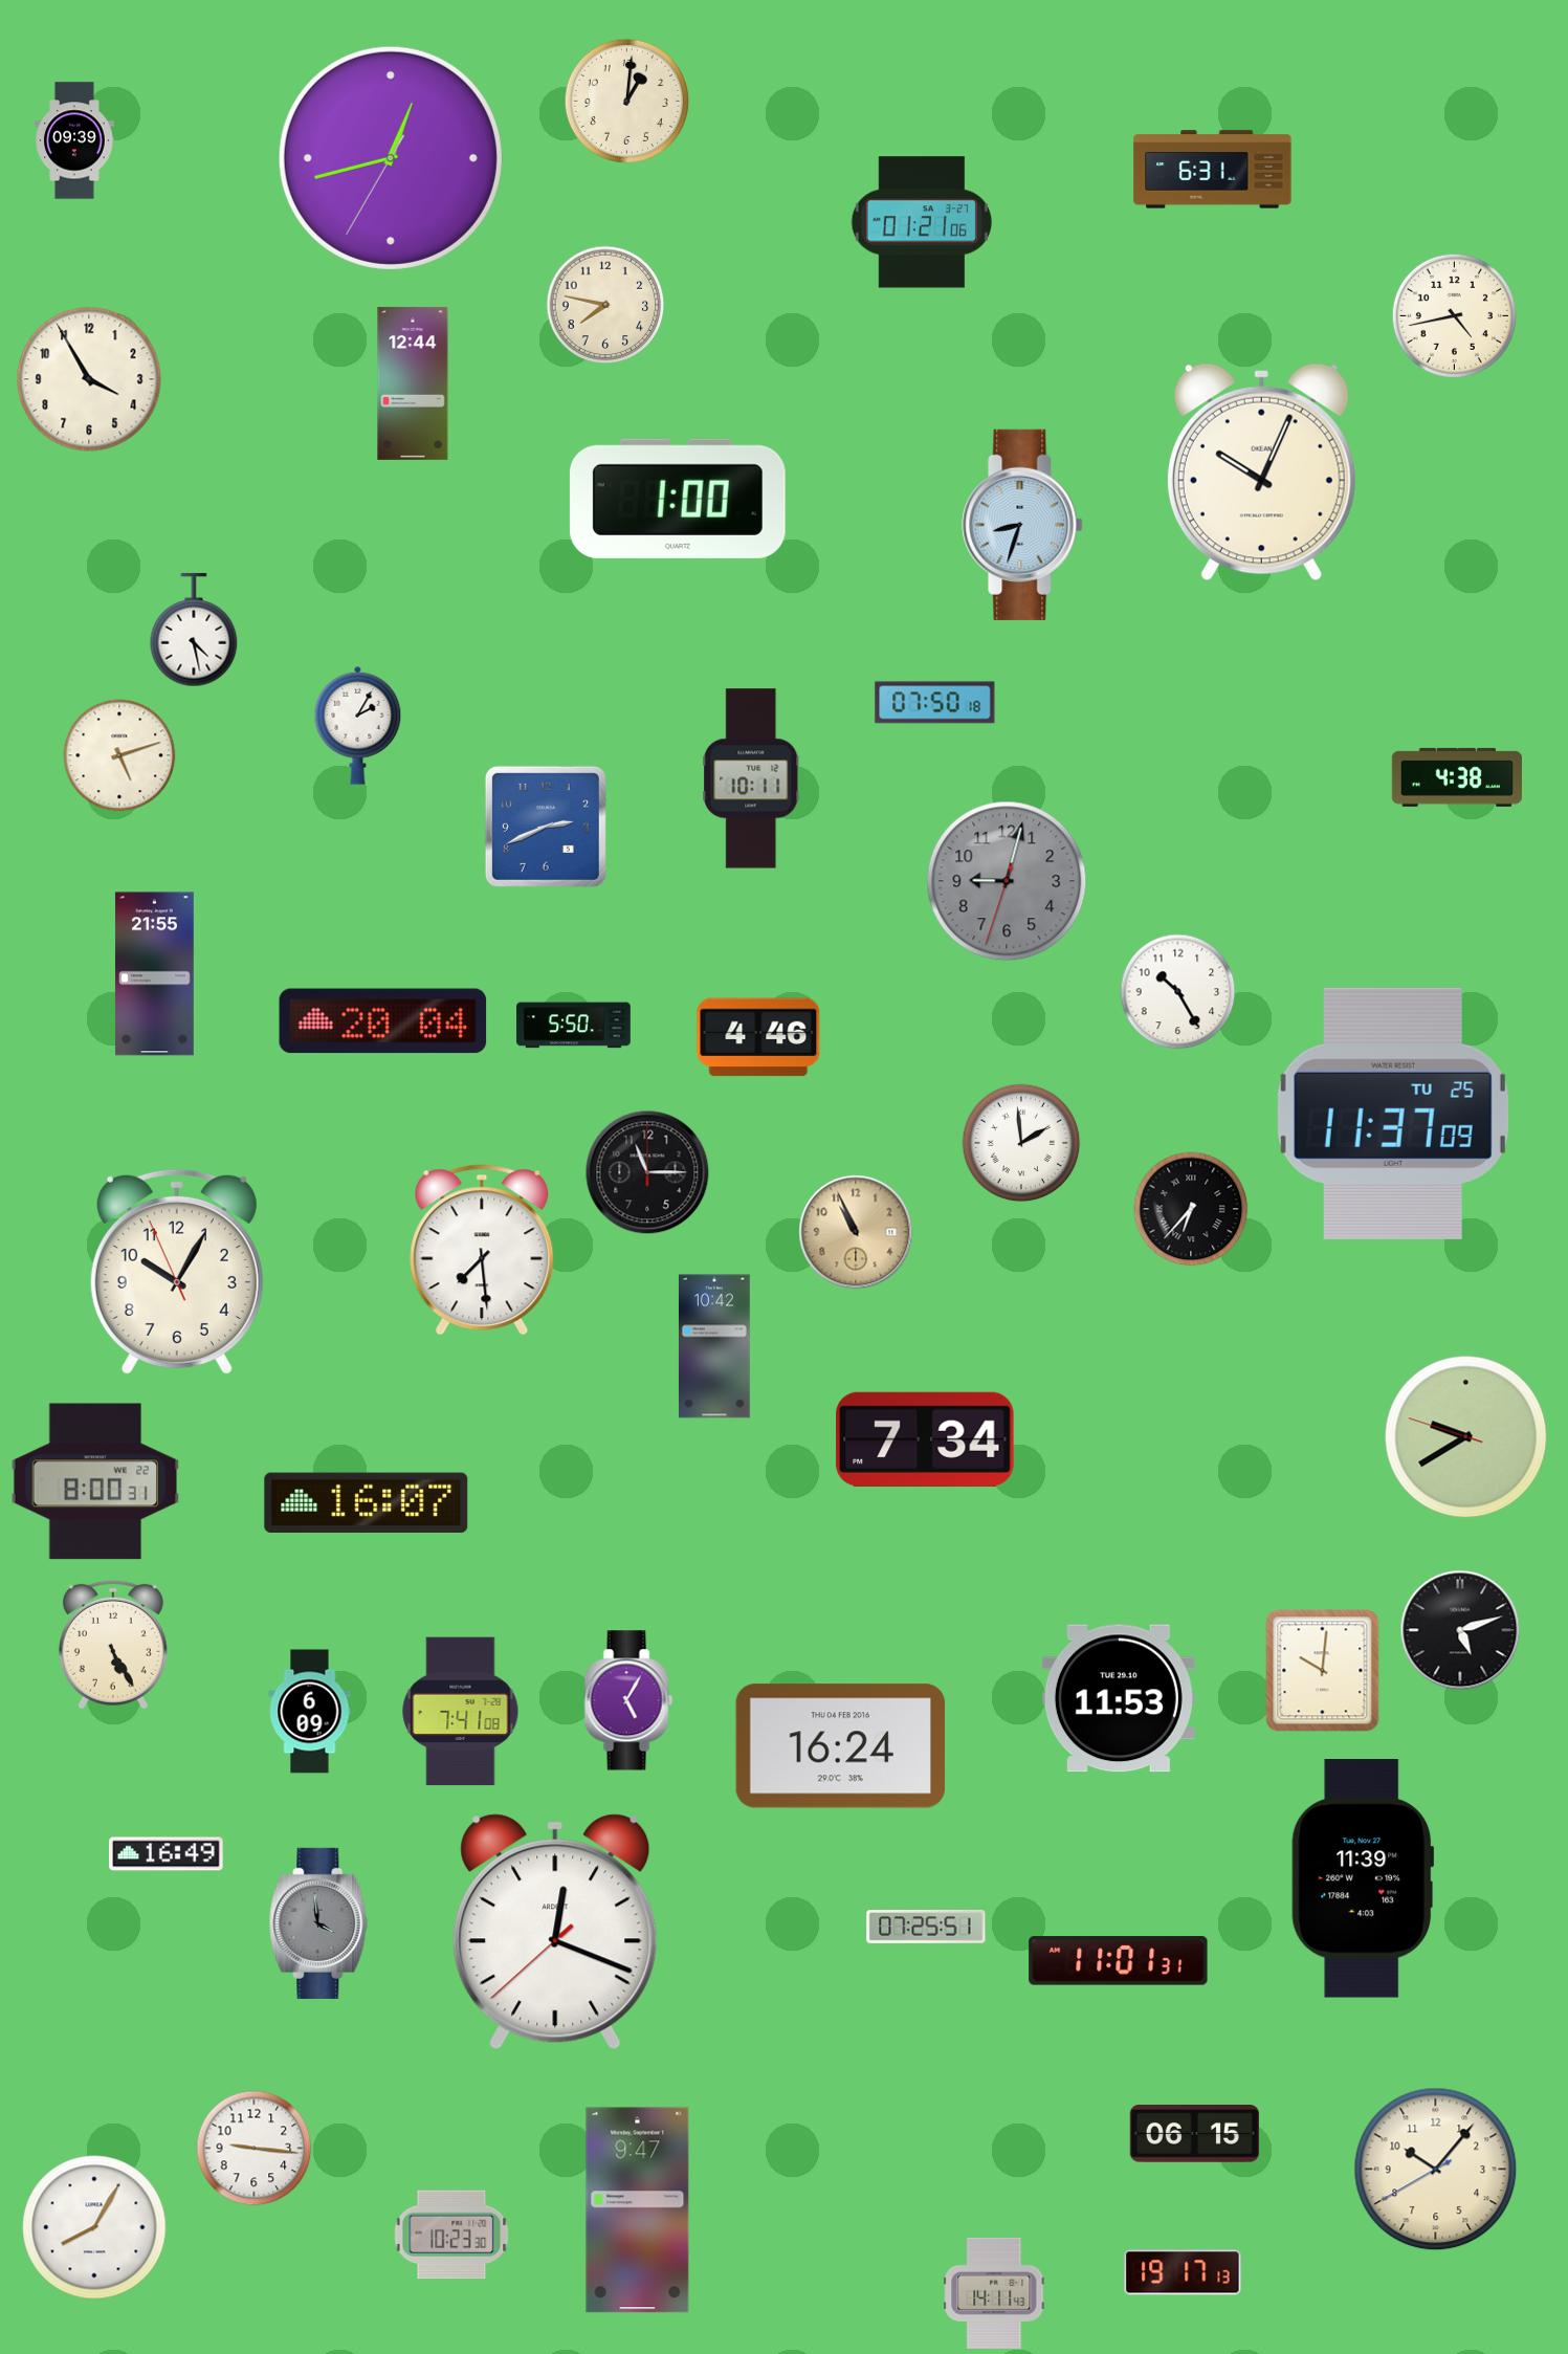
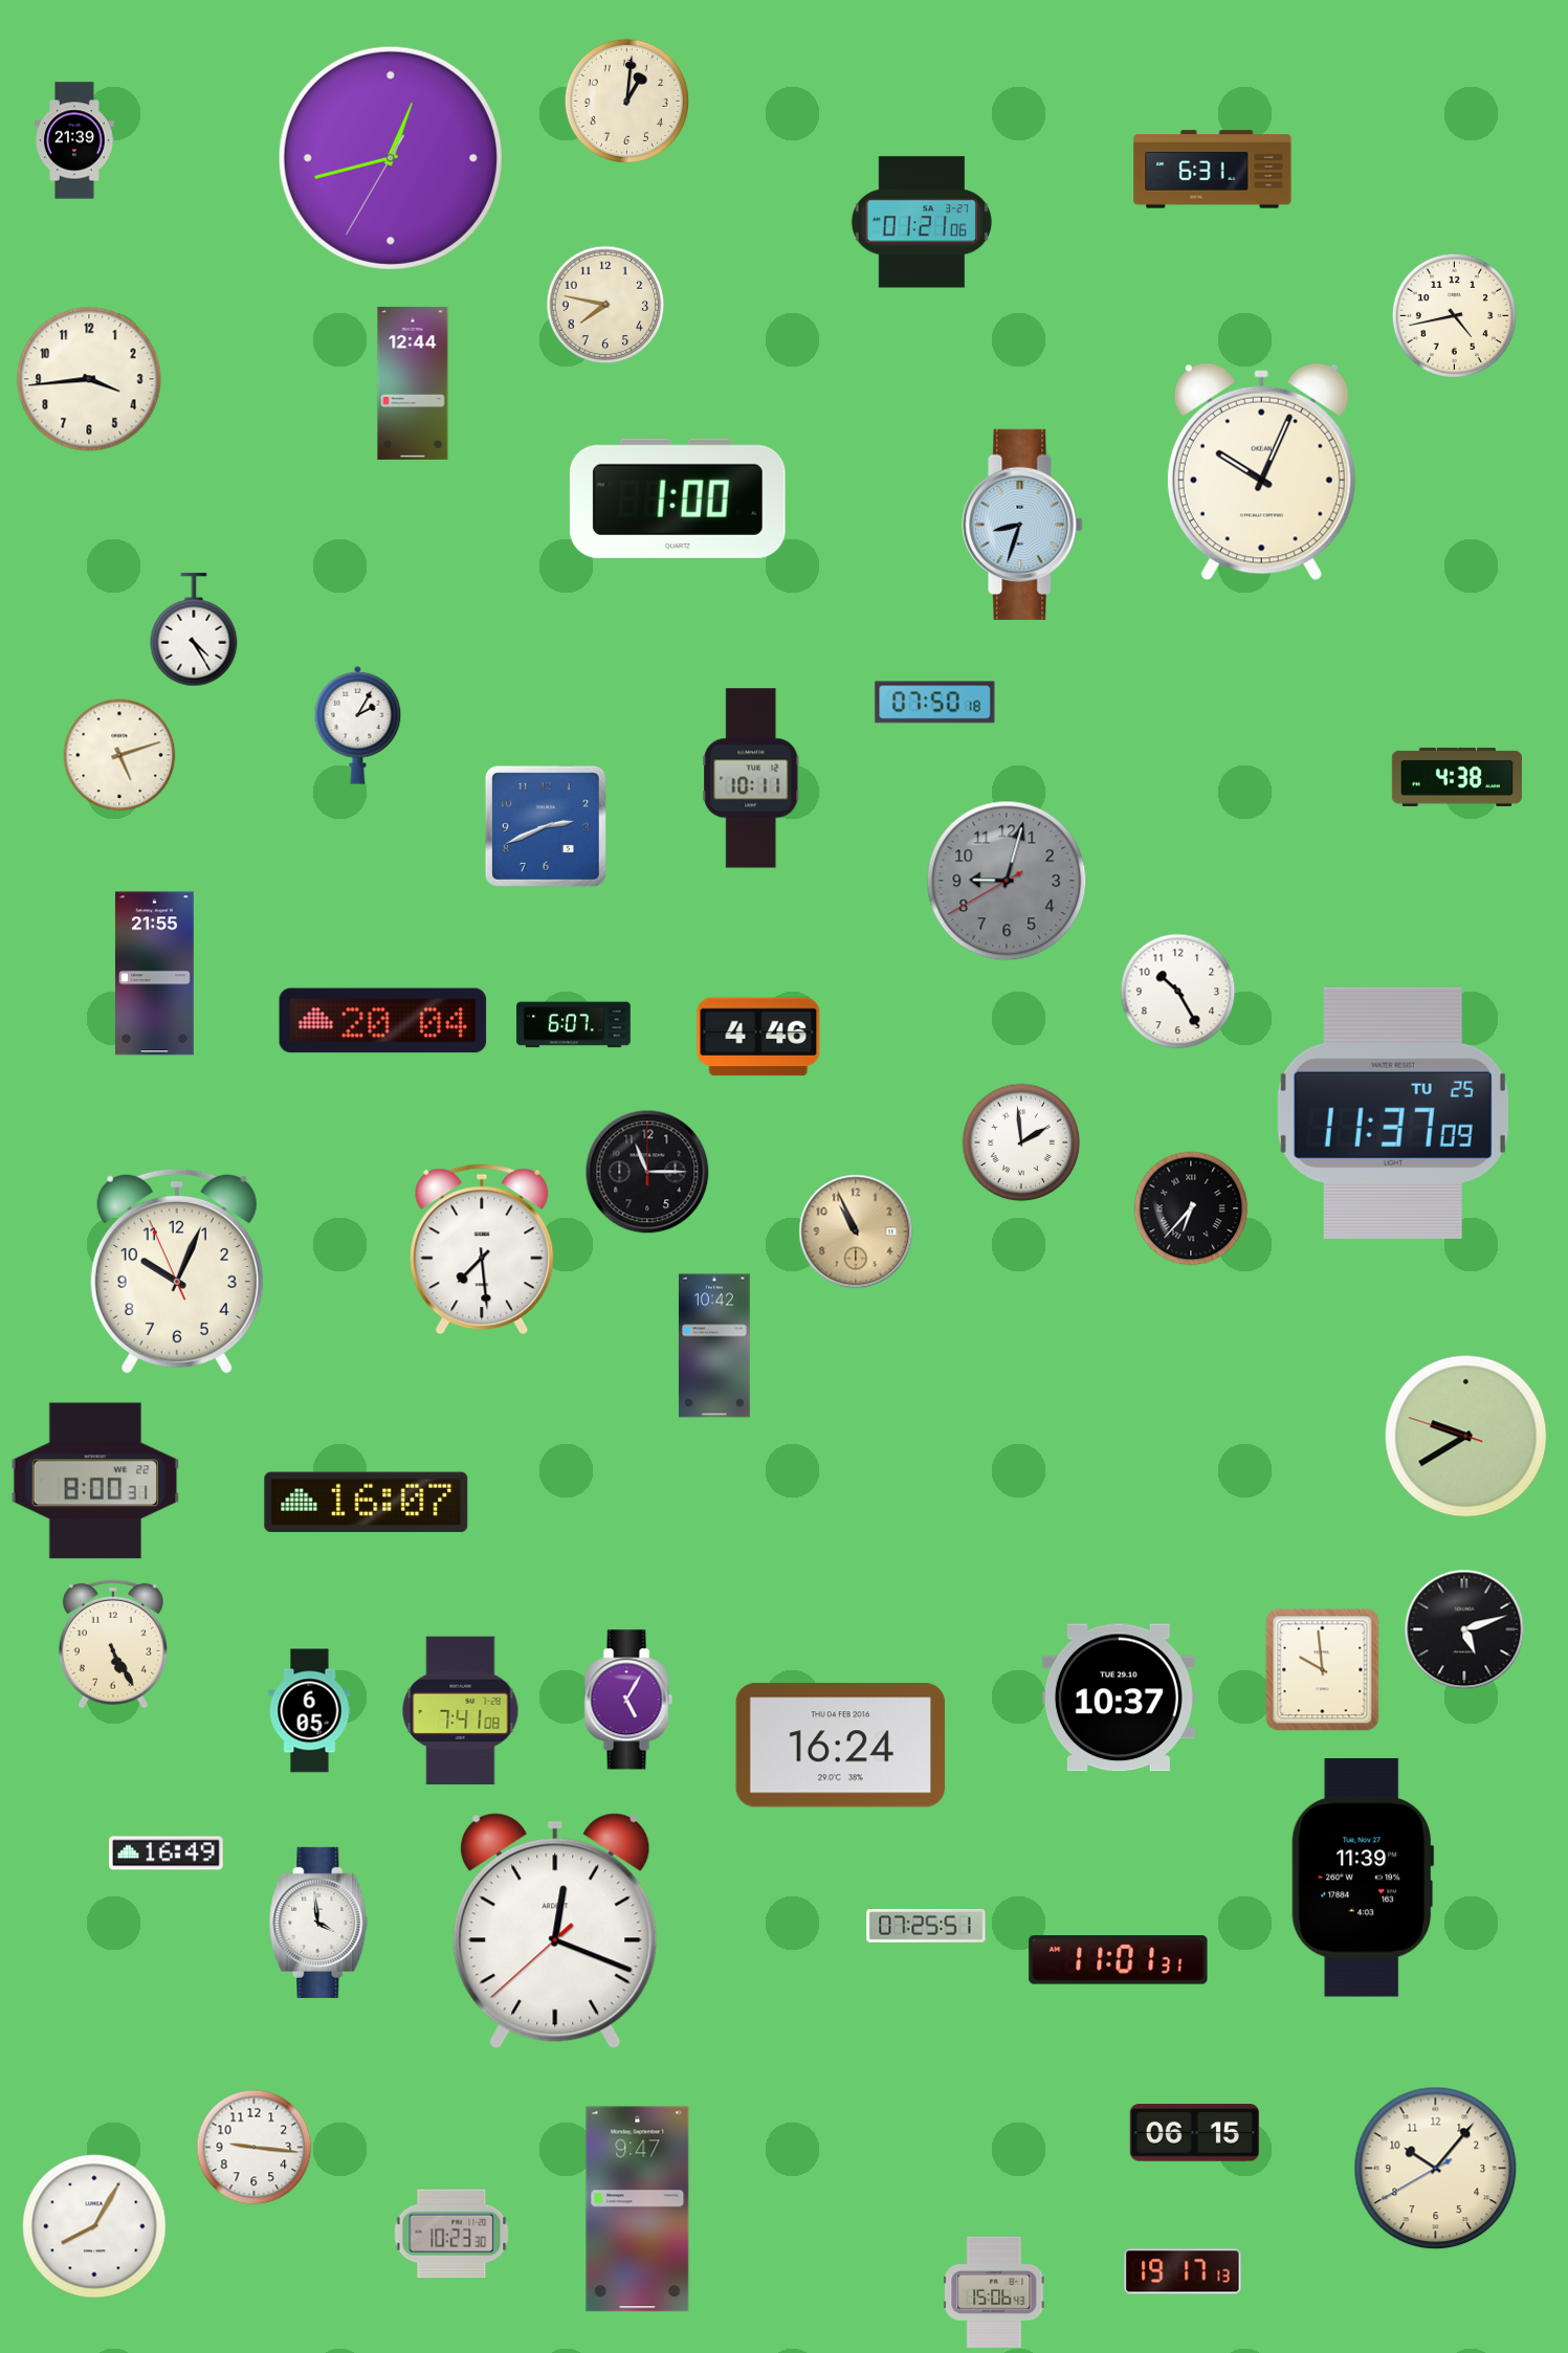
clock at (74, 140): 09:39 -> 21:39
clock at (89, 379): 3:55 -> 3:44
clock at (194, 630): 4:28 -> 4:25
clock at (1007, 881): 9:02:33 -> 9:02:40
clock at (574, 1026): 5:50 -> 6:07
clock at (177, 1272): 10:04 -> 10:03
clock at (925, 1439): 7:34 -> none
clock at (1460, 1630) position: (1460, 1630) -> (1464, 1629)
clock at (1323, 1671): 10:01 -> 9:59
clock at (1119, 1698): 11:53 -> 10:37
clock at (310, 1712): 6:09 -> 6:05
clock at (318, 1923) dial: grey -> white
clock at (994, 2293): 14:11 -> 15:06
